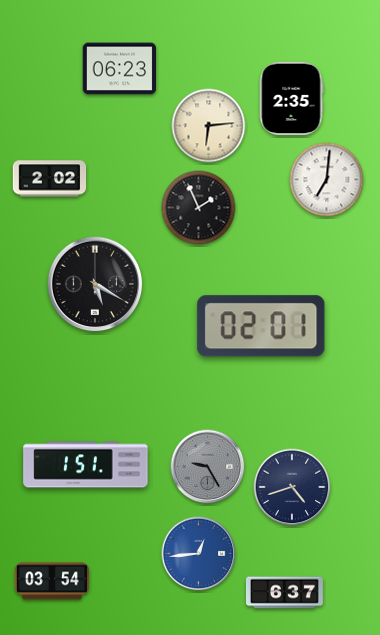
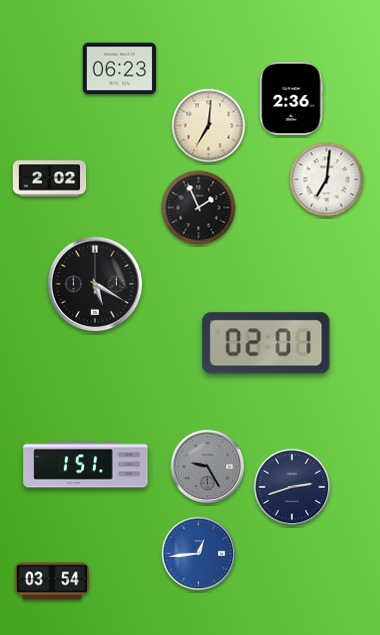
clock at (291, 99): 2:35 -> 2:36
clock at (209, 126): 6:14 -> 7:01
clock at (261, 326) position: (261, 326) -> (266, 343)
clock at (292, 487): 4:42 -> 2:42
clock at (284, 593): 6:37 -> none
